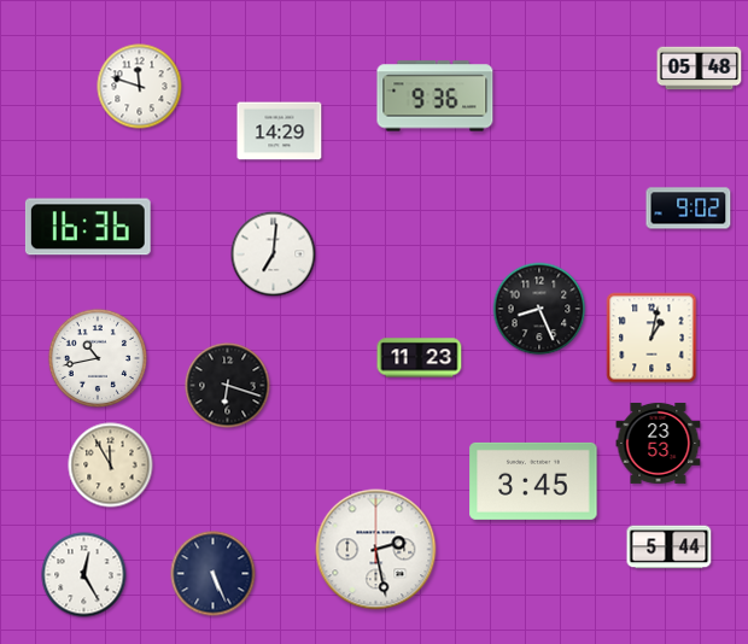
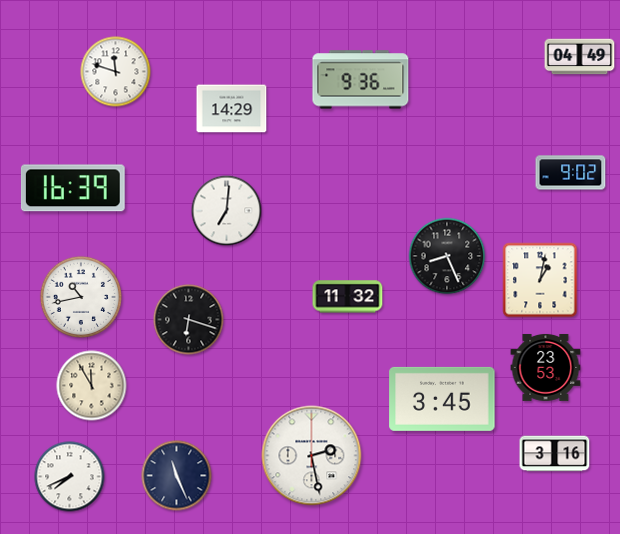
clock at (700, 69): 05:48 -> 04:49
clock at (88, 227): 16:36 -> 16:39
clock at (420, 358): 11:23 -> 11:32
clock at (670, 548): 5:44 -> 3:16
clock at (214, 574): 5:26 -> 11:26
clock at (84, 575): 12:25 -> 7:41
